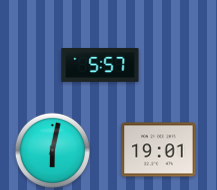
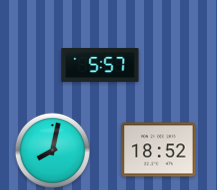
clock at (52, 150): 6:02 -> 8:02
clock at (159, 150): 19:01 -> 18:52
